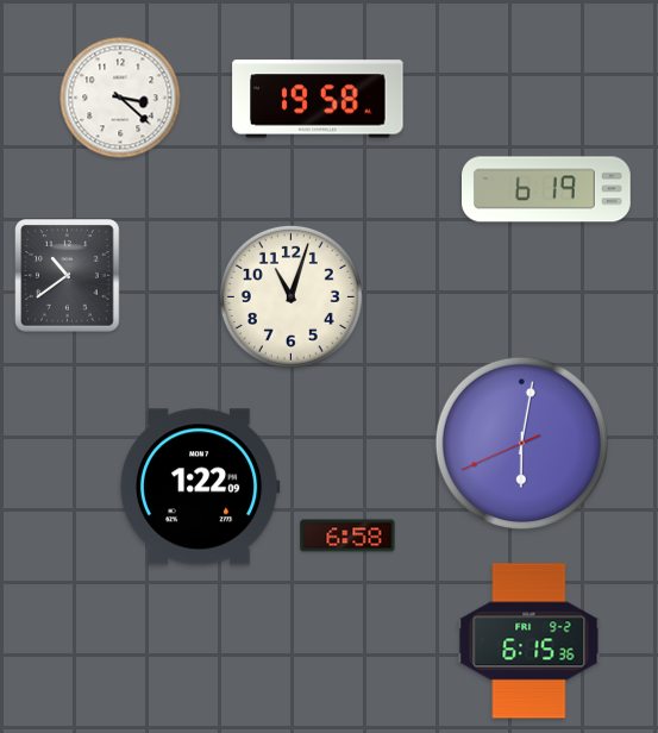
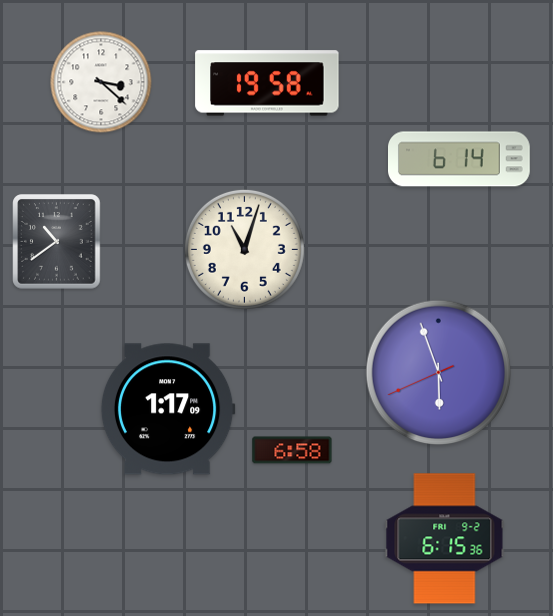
clock at (547, 189): 6:19 -> 6:14
clock at (68, 276) position: (68, 276) -> (57, 242)
clock at (522, 444): 6:01 -> 5:56
clock at (200, 487): 1:22 -> 1:17
